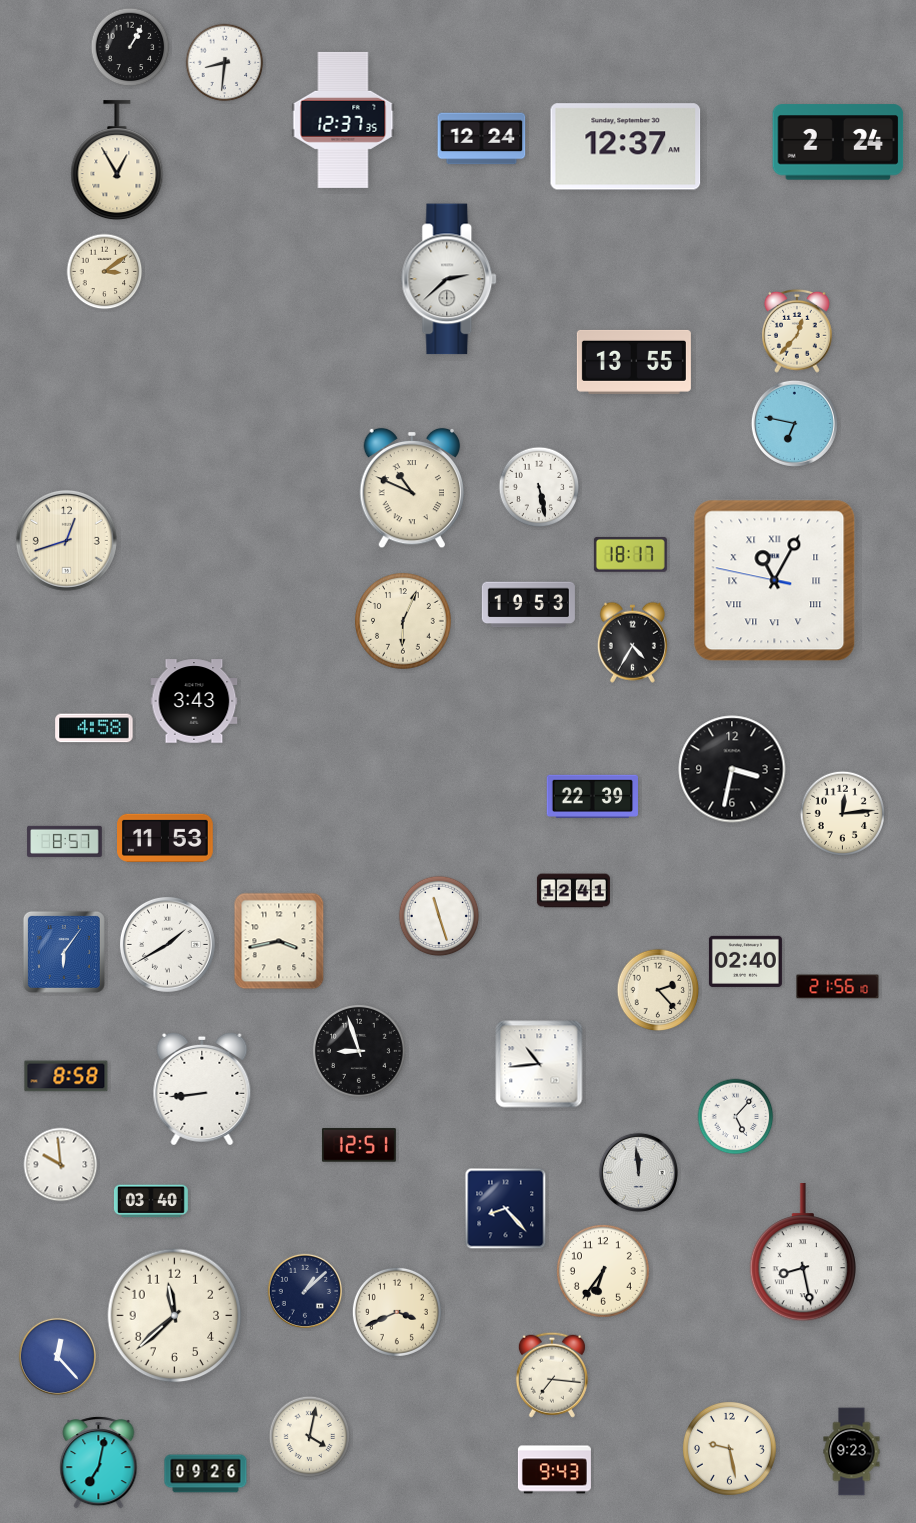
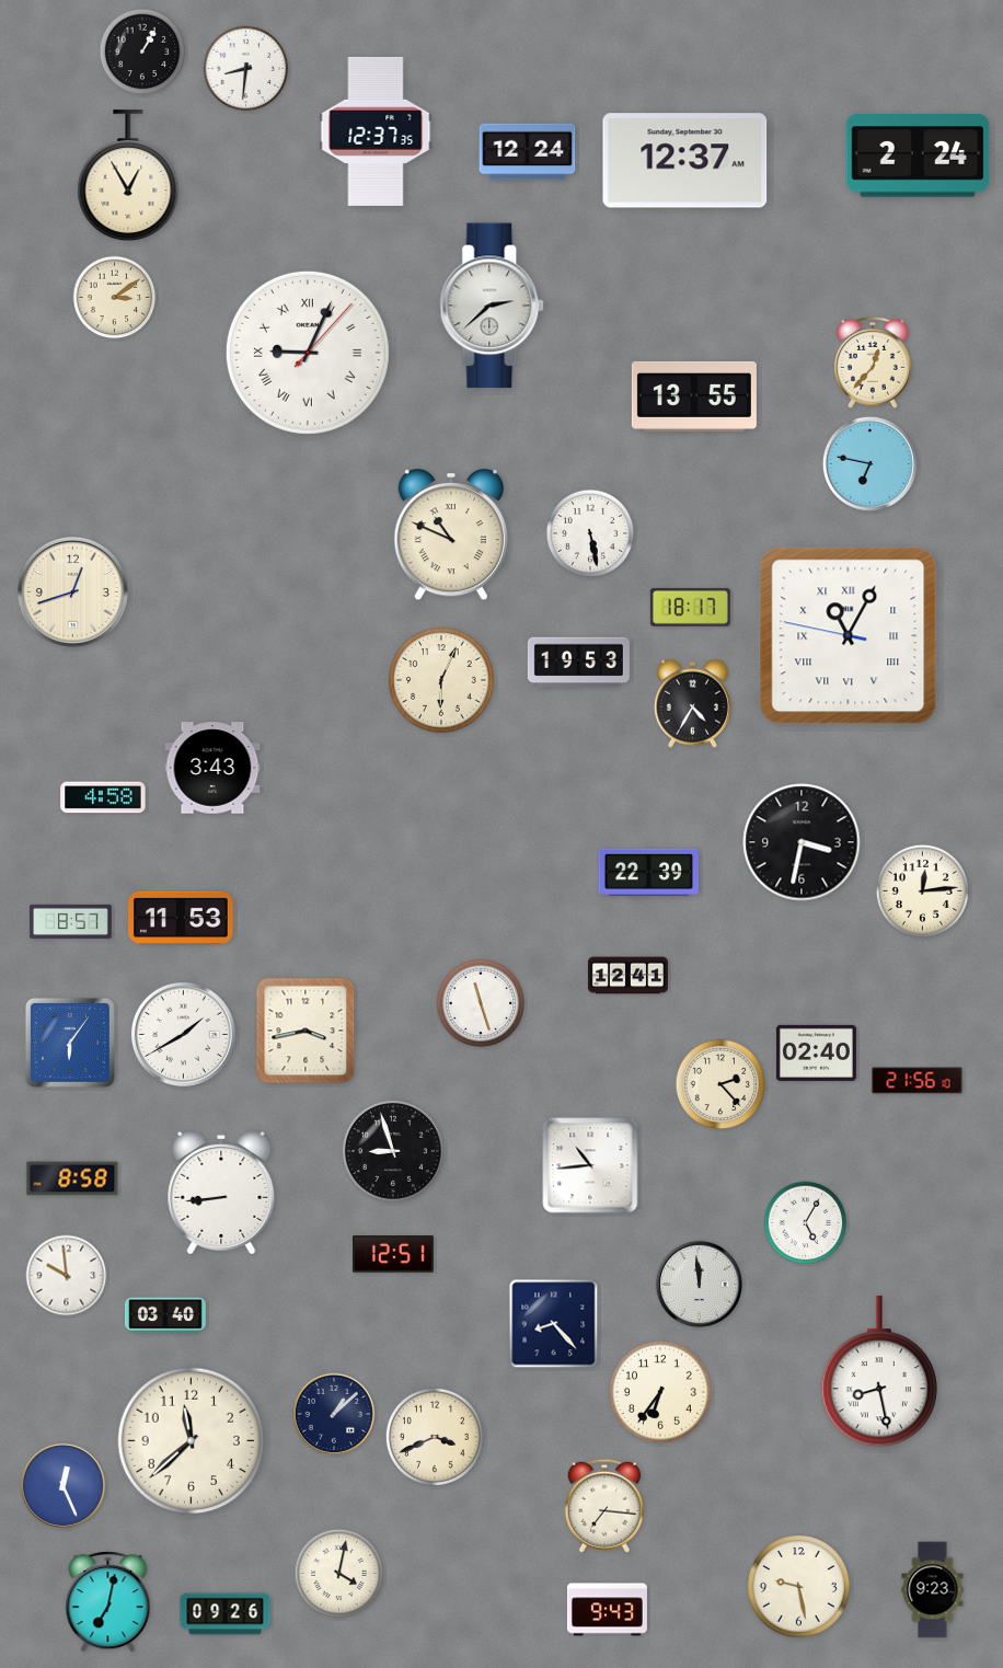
clock at (308, 353): none -> 9:04
clock at (736, 1117): 5:07 -> 5:05
clock at (57, 1356): 12:23 -> 12:26
